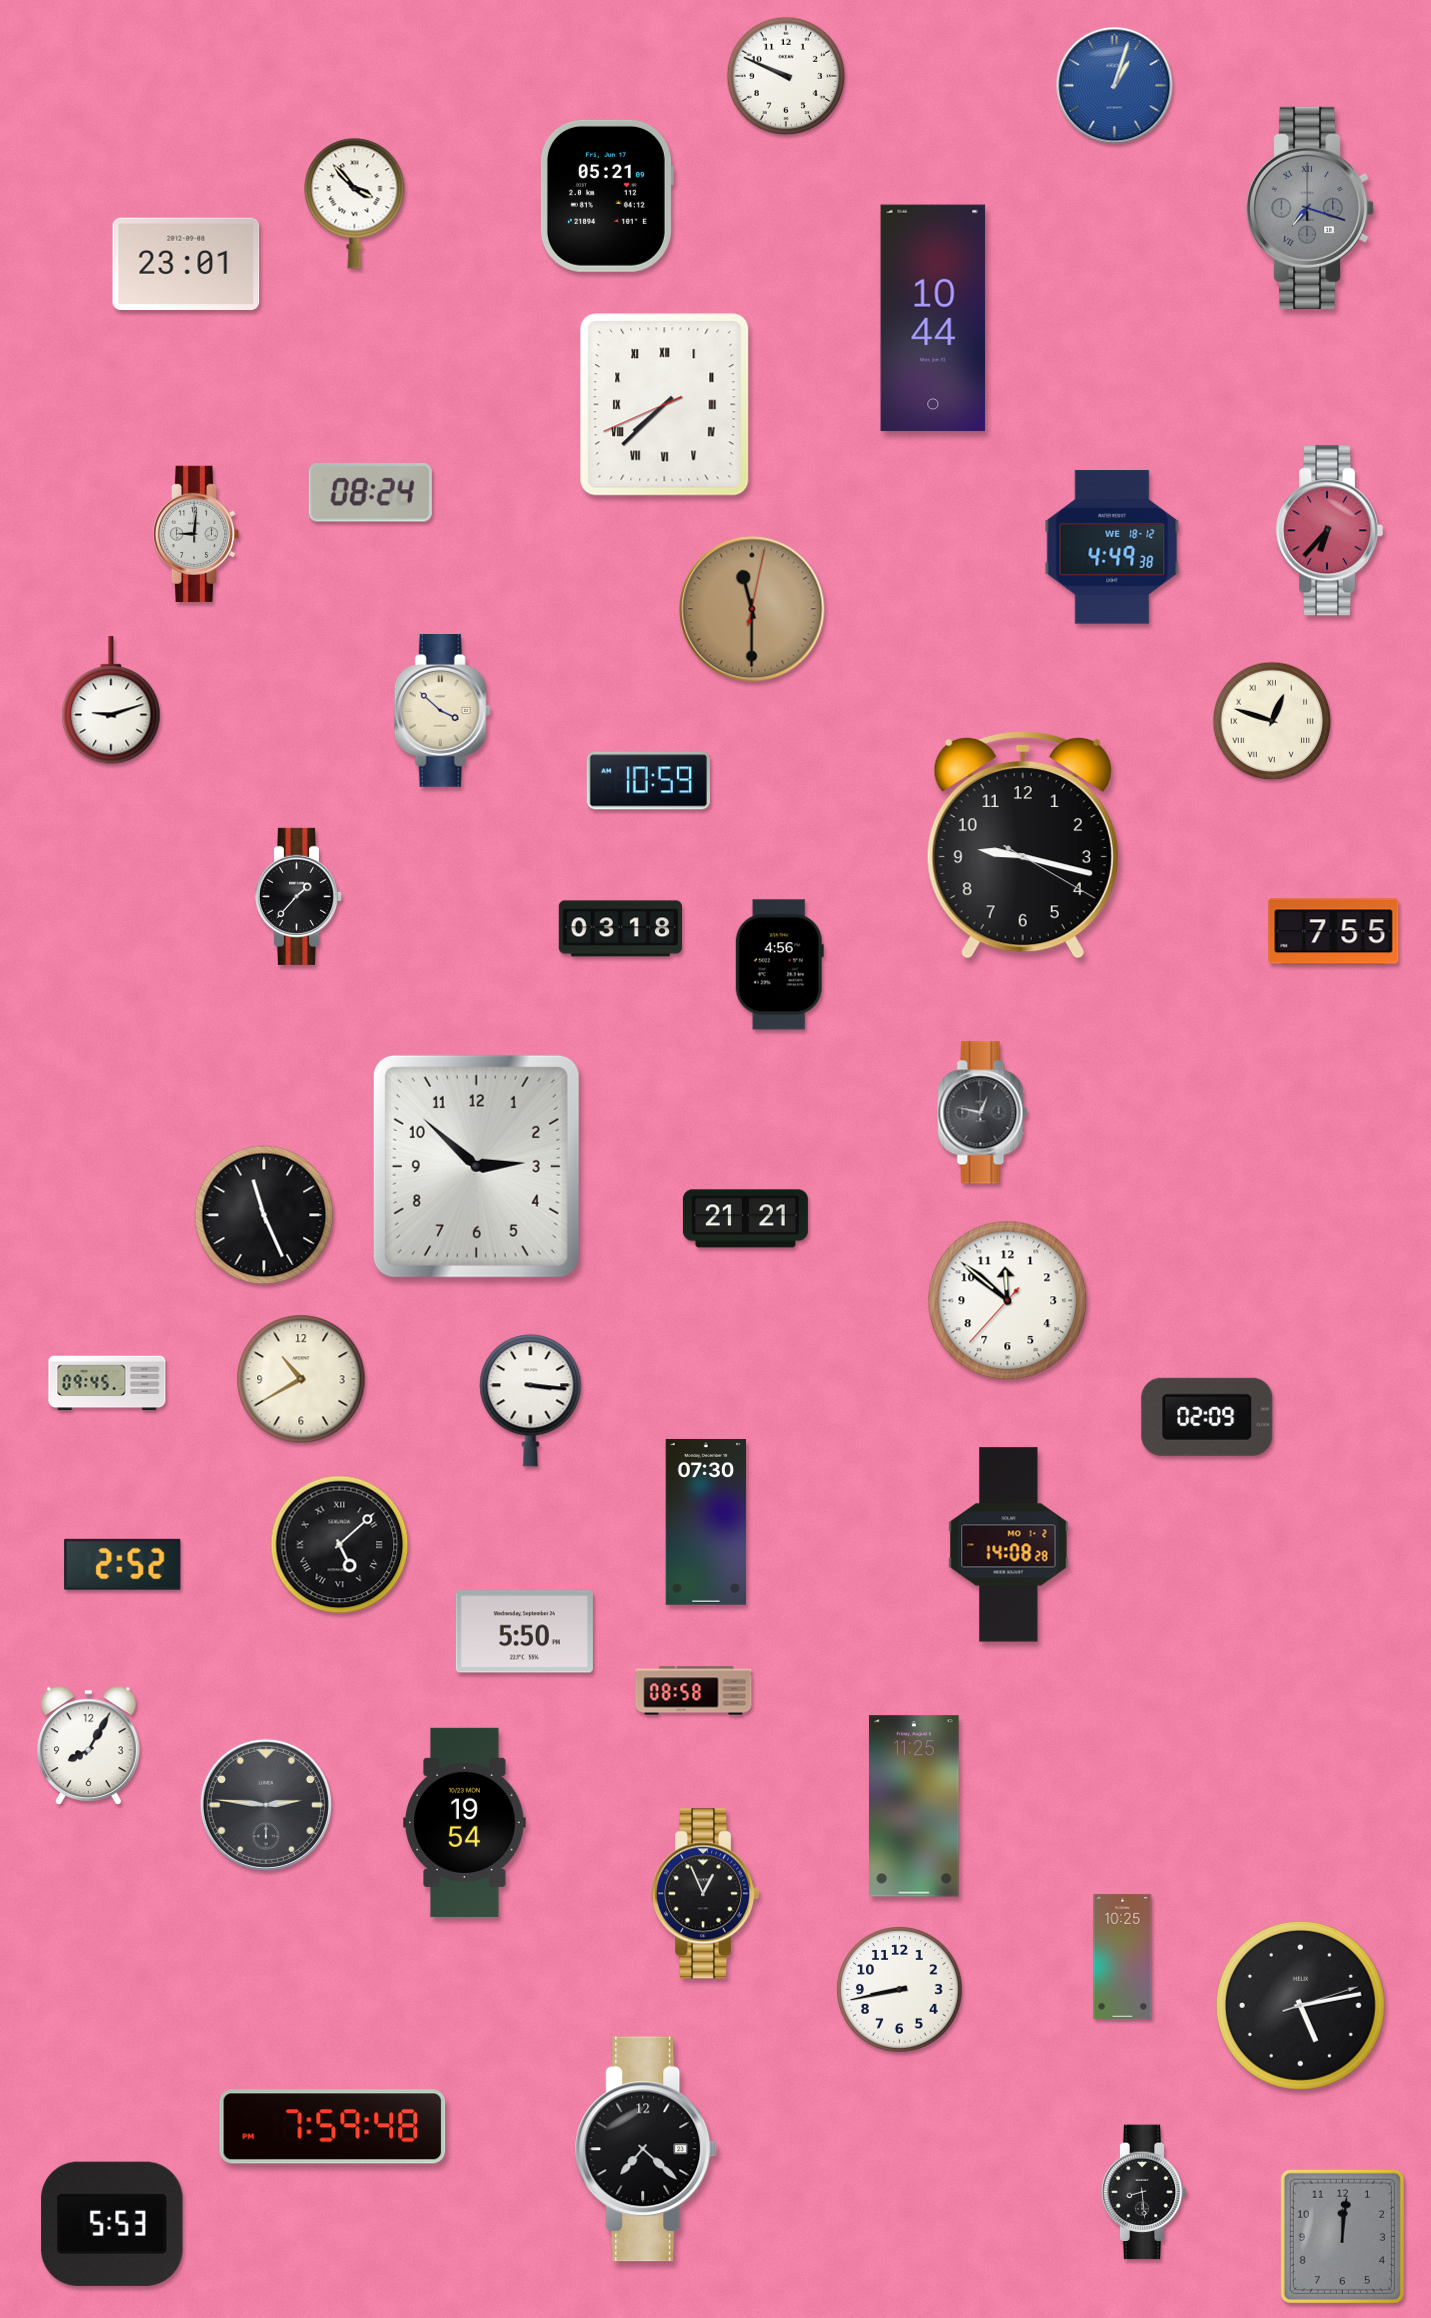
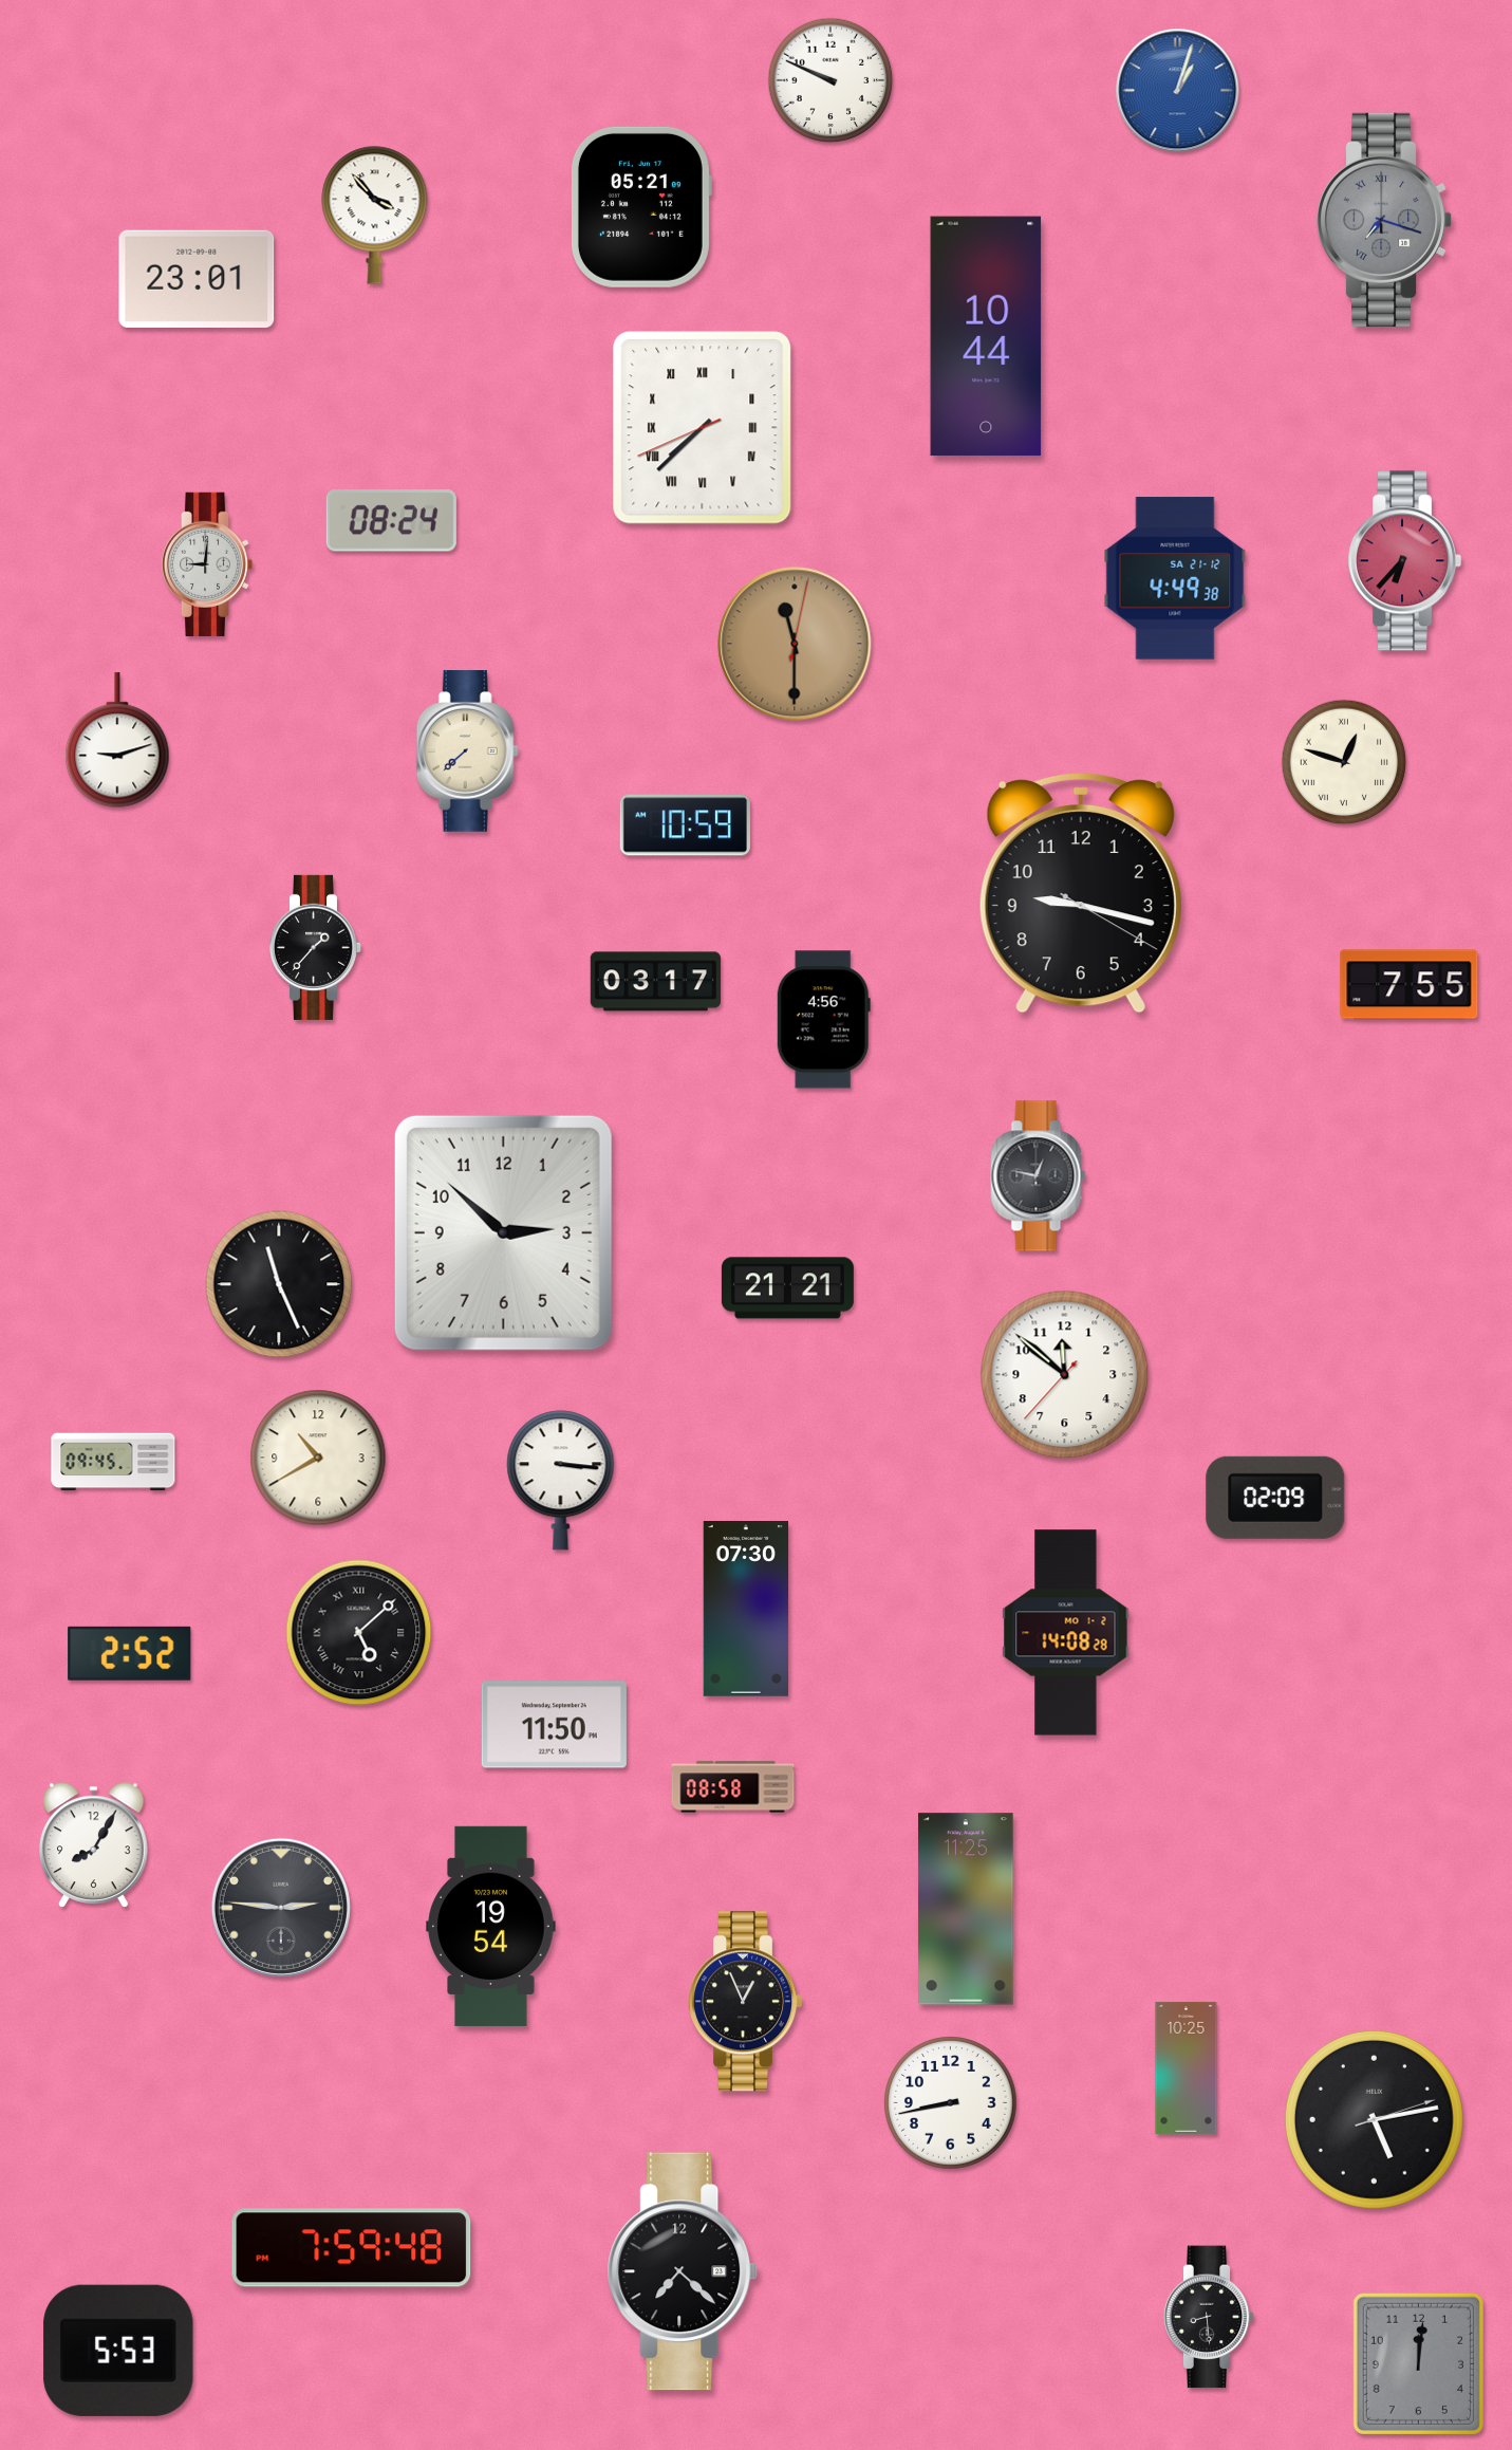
clock at (1112, 547) date: WE 18-12 -> SA 21-12
clock at (442, 711): 3:52 -> 7:38
clock at (620, 929): 03:18 -> 03:17
clock at (524, 1632): 5:50 -> 11:50
